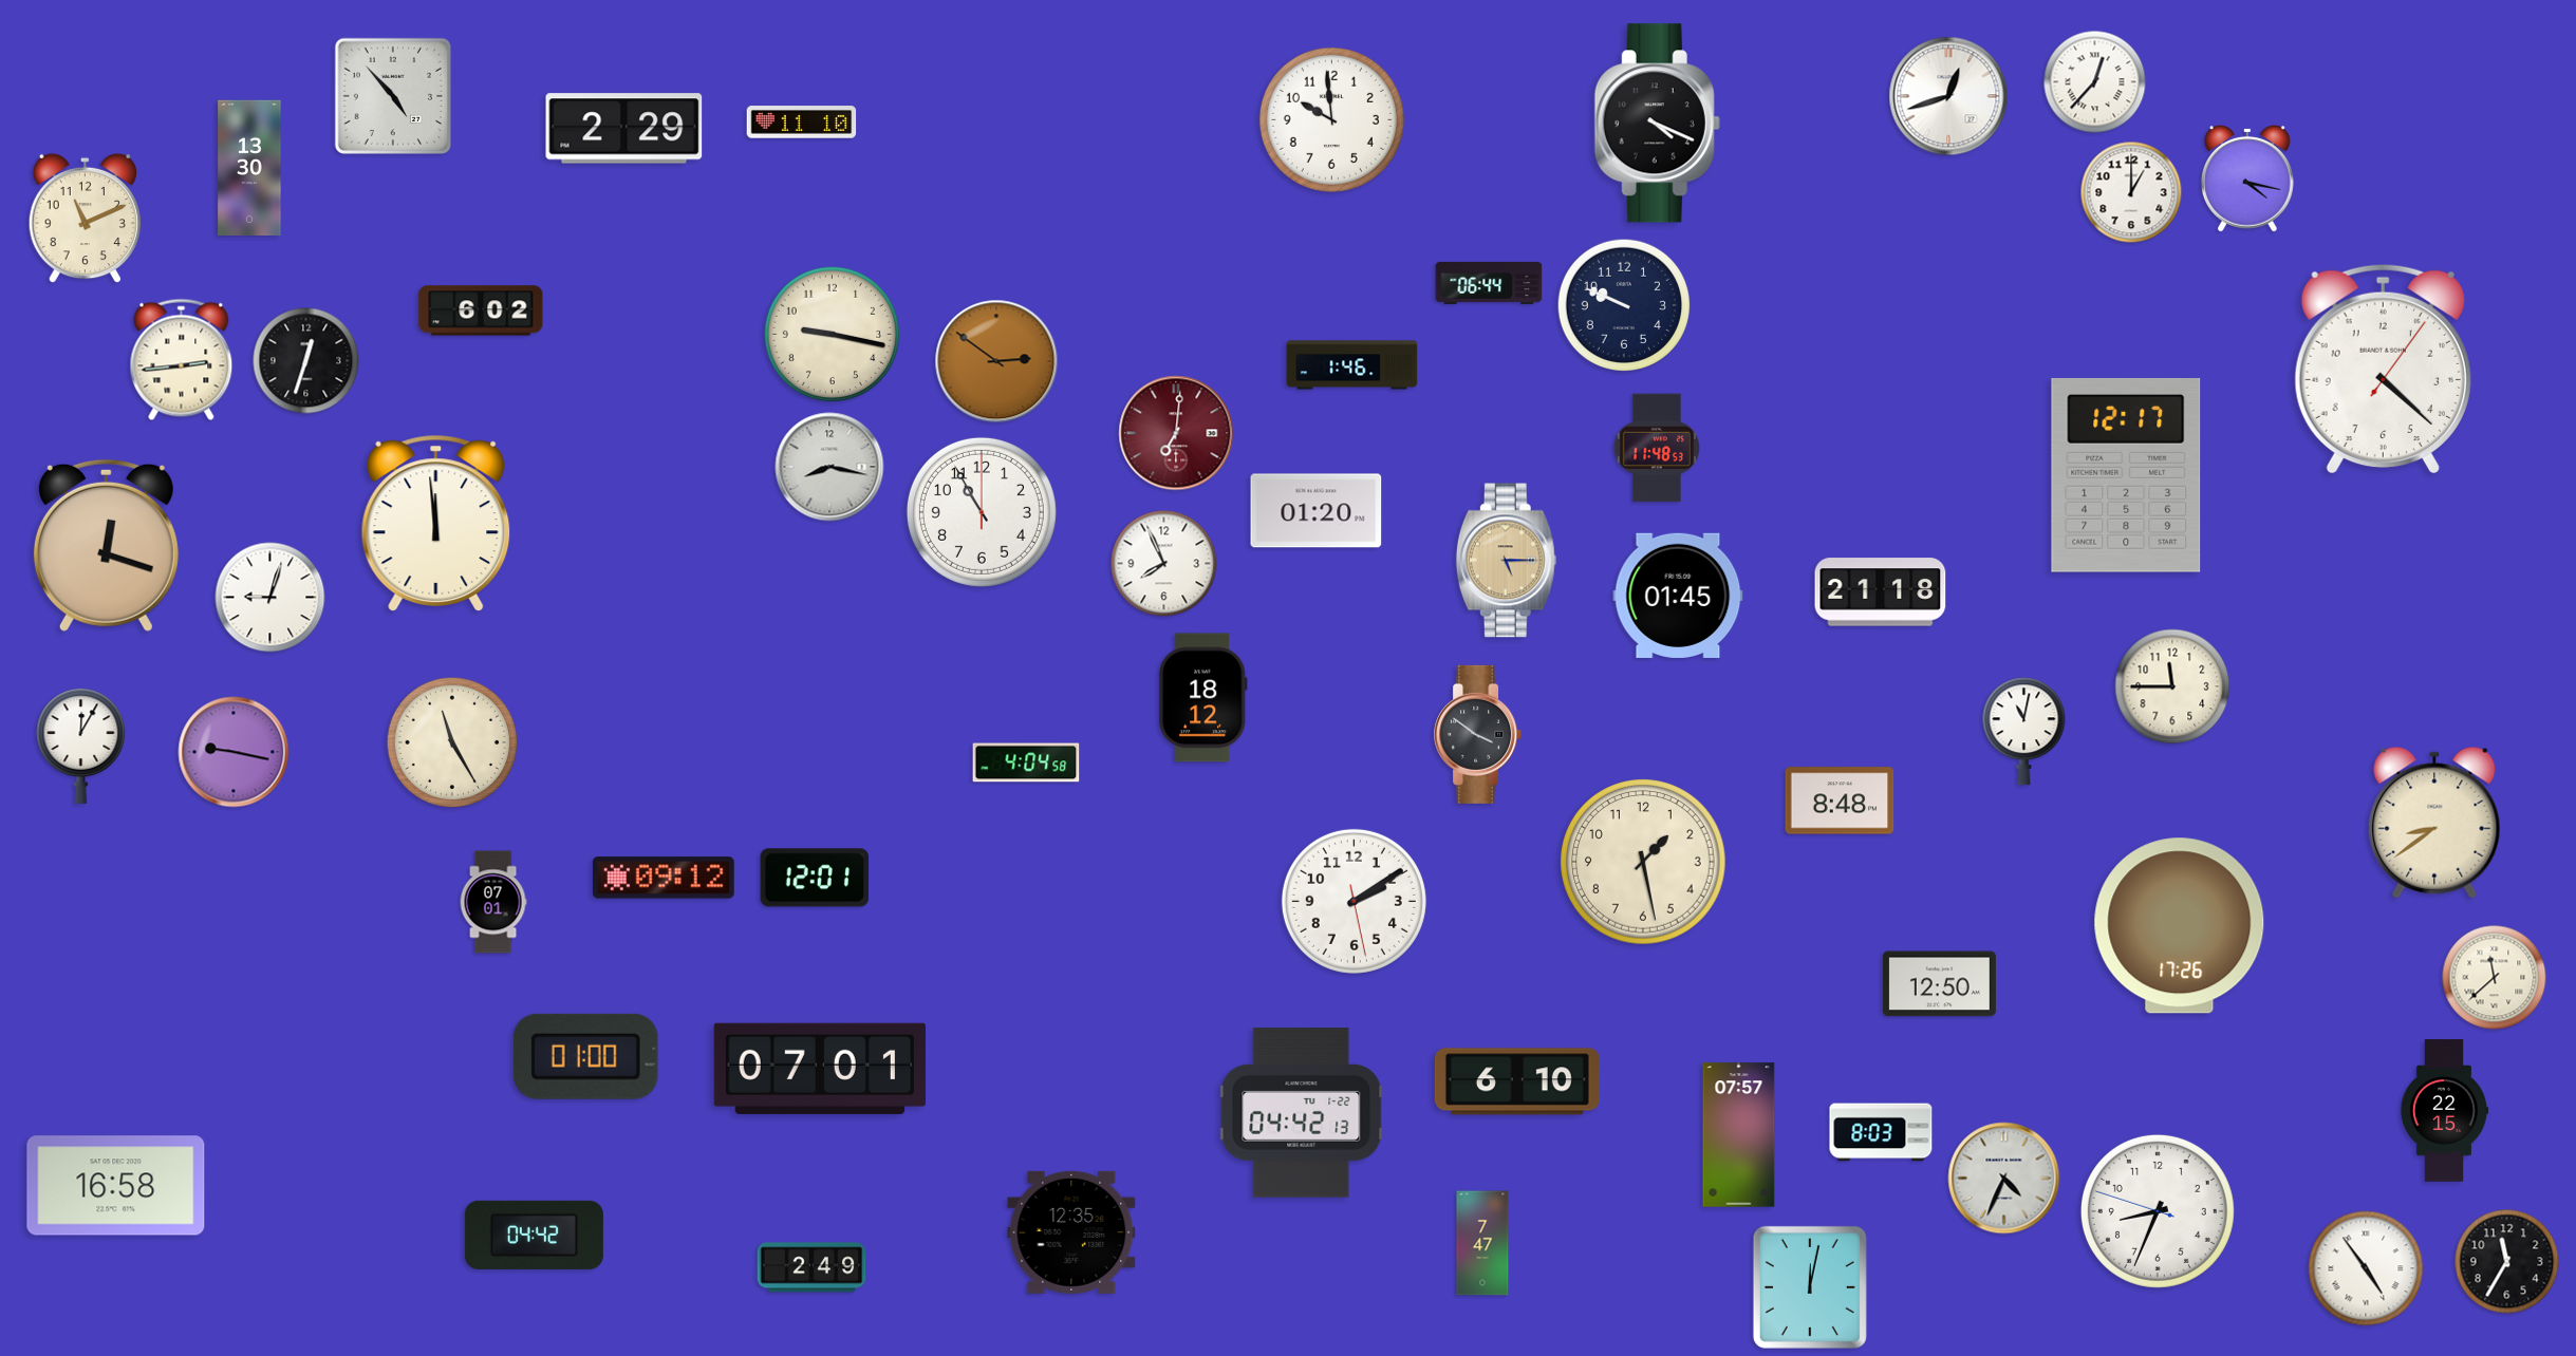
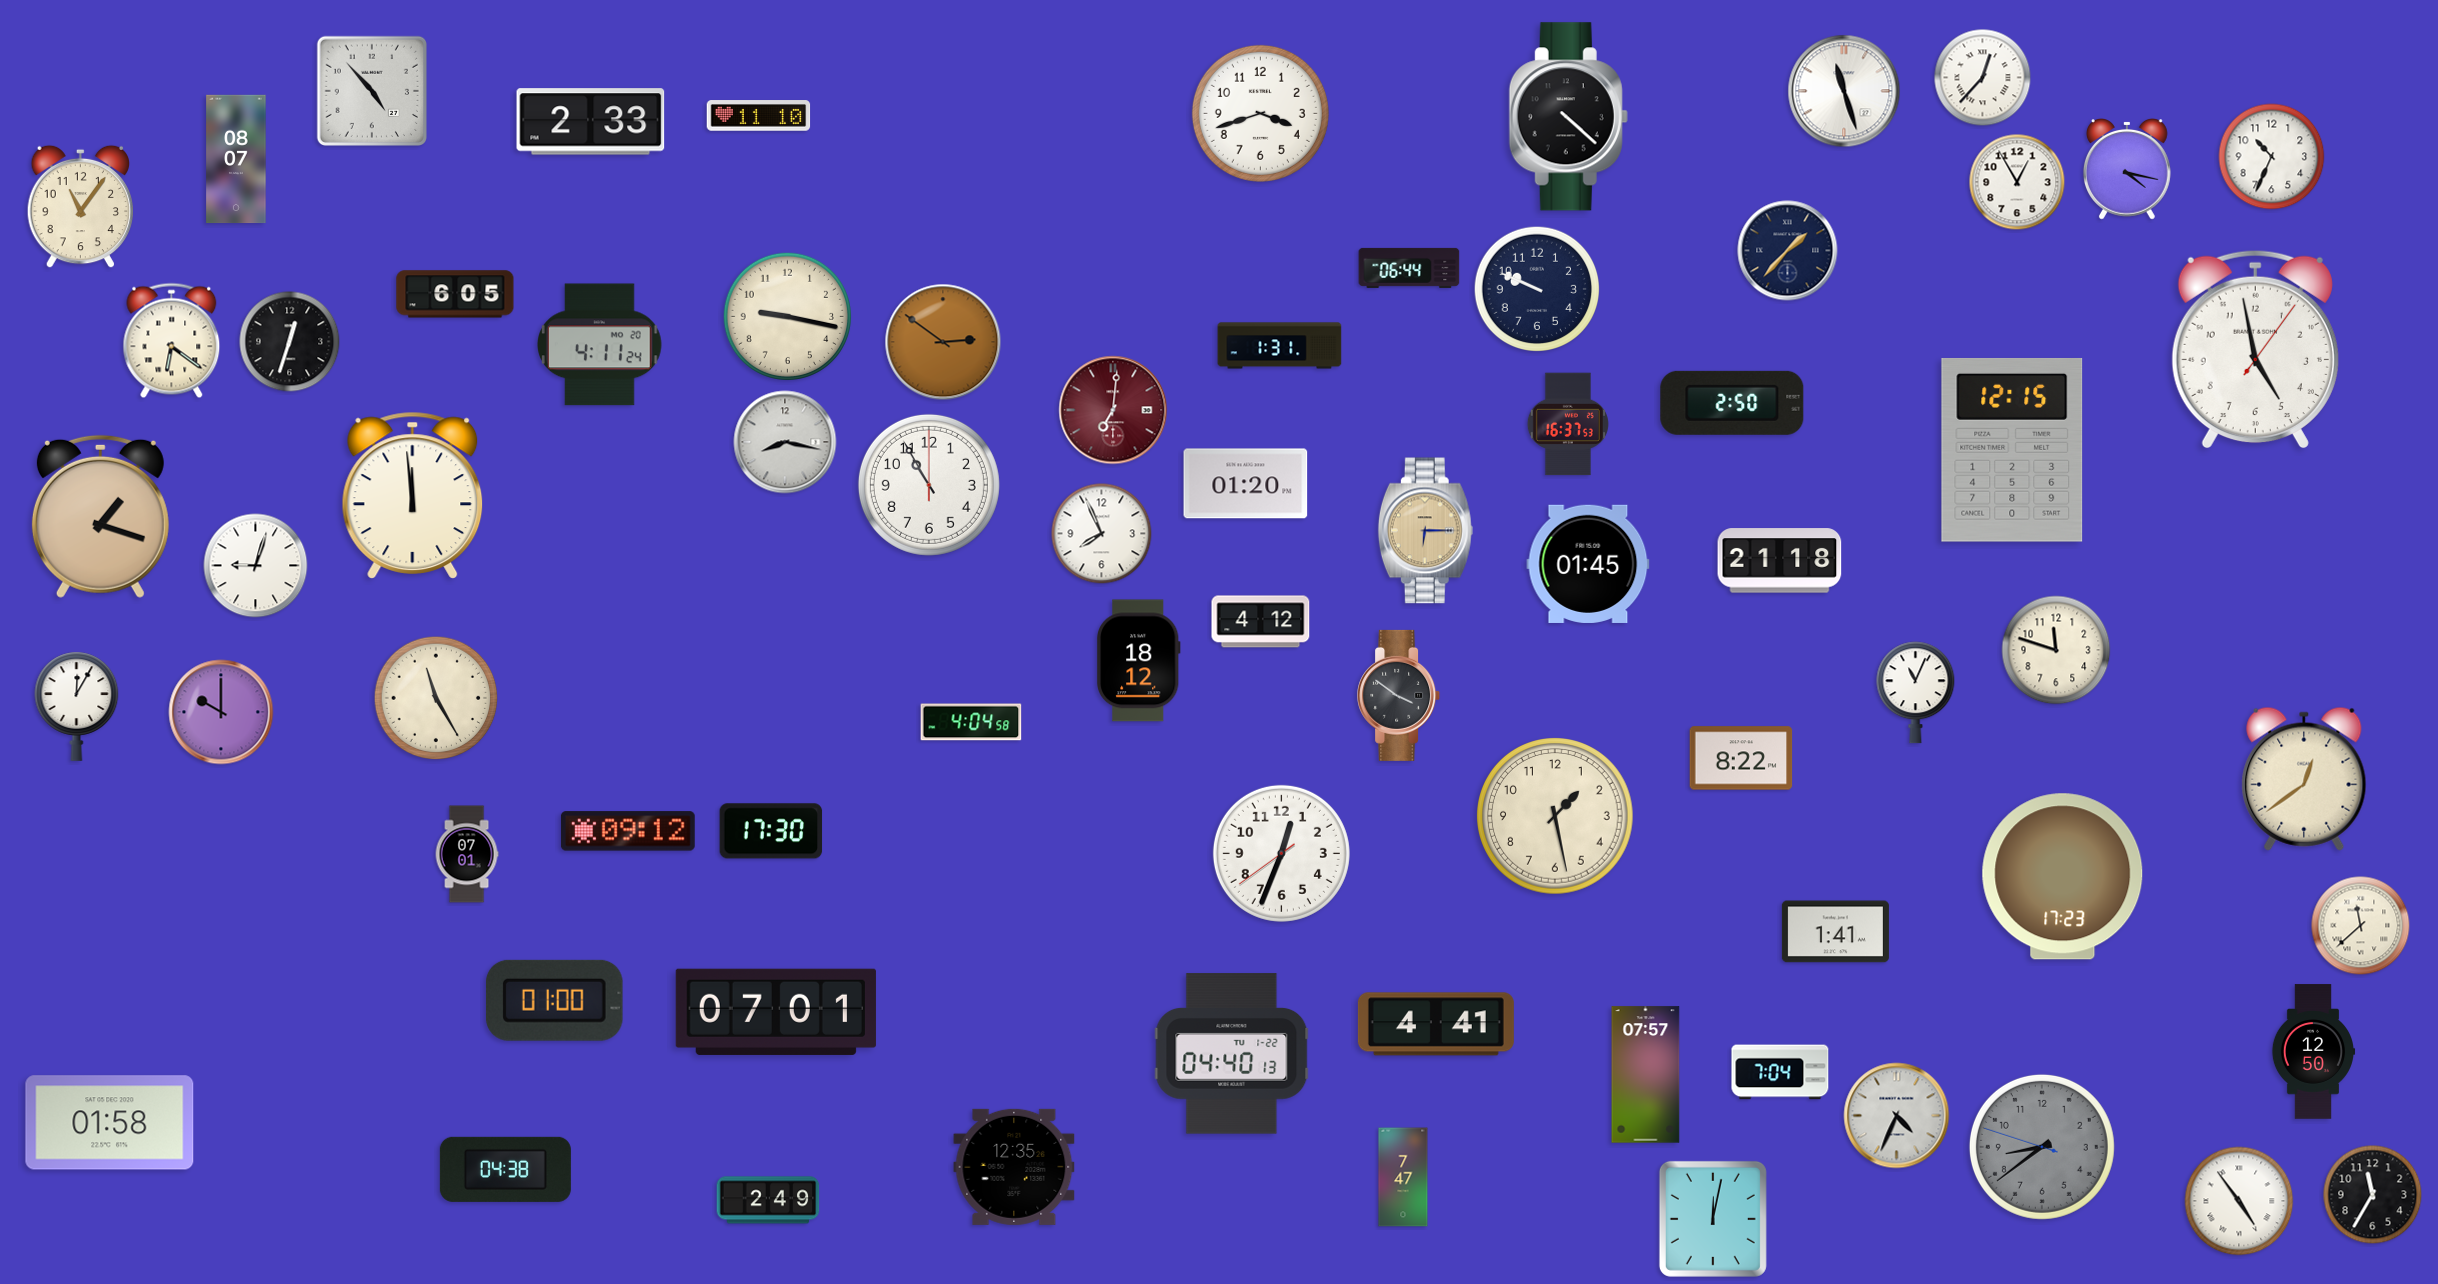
clock at (1948, 96): 12:42 -> 11:27
clock at (1331, 119): 9:59 -> 3:42
clock at (1657, 124): 4:19 -> 4:22
clock at (624, 129): 2:29 -> 2:33
clock at (2272, 157): none -> 10:34
clock at (249, 168): 13:30 -> 08:07
clock at (2131, 192): 1:00 -> 12:55
clock at (85, 219): 11:11 -> 11:06
clock at (1788, 251): none -> 1:37
clock at (481, 310): 6:02 -> 6:05
clock at (182, 360): 2:44 -> 6:21
clock at (600, 345): none -> 4:11
clock at (1352, 365): 1:46 -> 1:31
clock at (2383, 369): 4:22 -> 4:58
clock at (1732, 403): none -> 2:50
clock at (1657, 448): 11:48 -> 16:37
clock at (2126, 475): 12:17 -> 12:15
clock at (106, 545): 12:18 -> 1:18
clock at (1506, 561): 5:15 -> 6:15
clock at (1261, 622): none -> 4:12
clock at (2172, 686): 11:45 -> 11:48
clock at (2024, 732): 11:02 -> 11:04
clock at (452, 742) position: (452, 742) -> (436, 698)
clock at (234, 752): 9:17 -> 10:00
clock at (1840, 801): 8:48 -> 8:22
clock at (2434, 823): 8:39 -> 12:39
clock at (815, 878): 12:01 -> 17:30
clock at (1354, 901): 2:09 -> 12:33
clock at (2180, 926): 17:26 -> 17:23
clock at (1939, 984): 12:50 -> 1:41
clock at (1517, 1081): 6:10 -> 4:41
clock at (2444, 1111): 22:15 -> 12:50
clock at (1302, 1113): 04:42 -> 04:40
clock at (1881, 1132): 8:03 -> 7:04
clock at (116, 1186): 16:58 -> 01:58
clock at (2158, 1211): 8:33 -> 8:38
clock at (2158, 1211) dial: white -> grey
clock at (534, 1235): 04:42 -> 04:38
